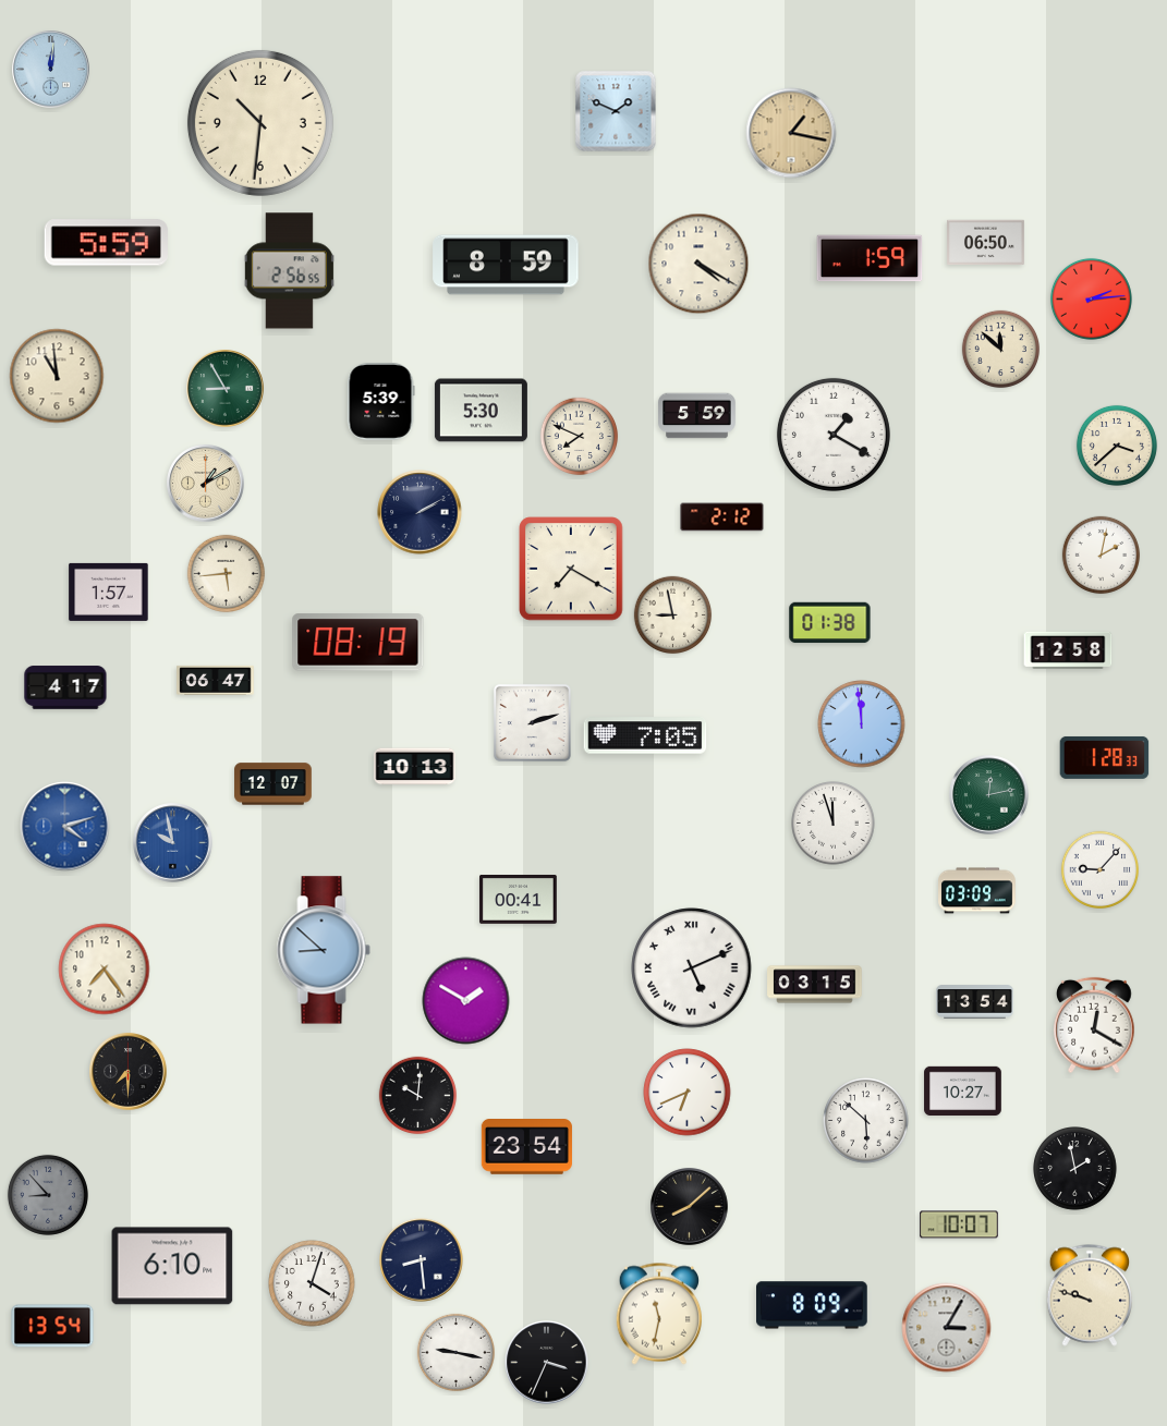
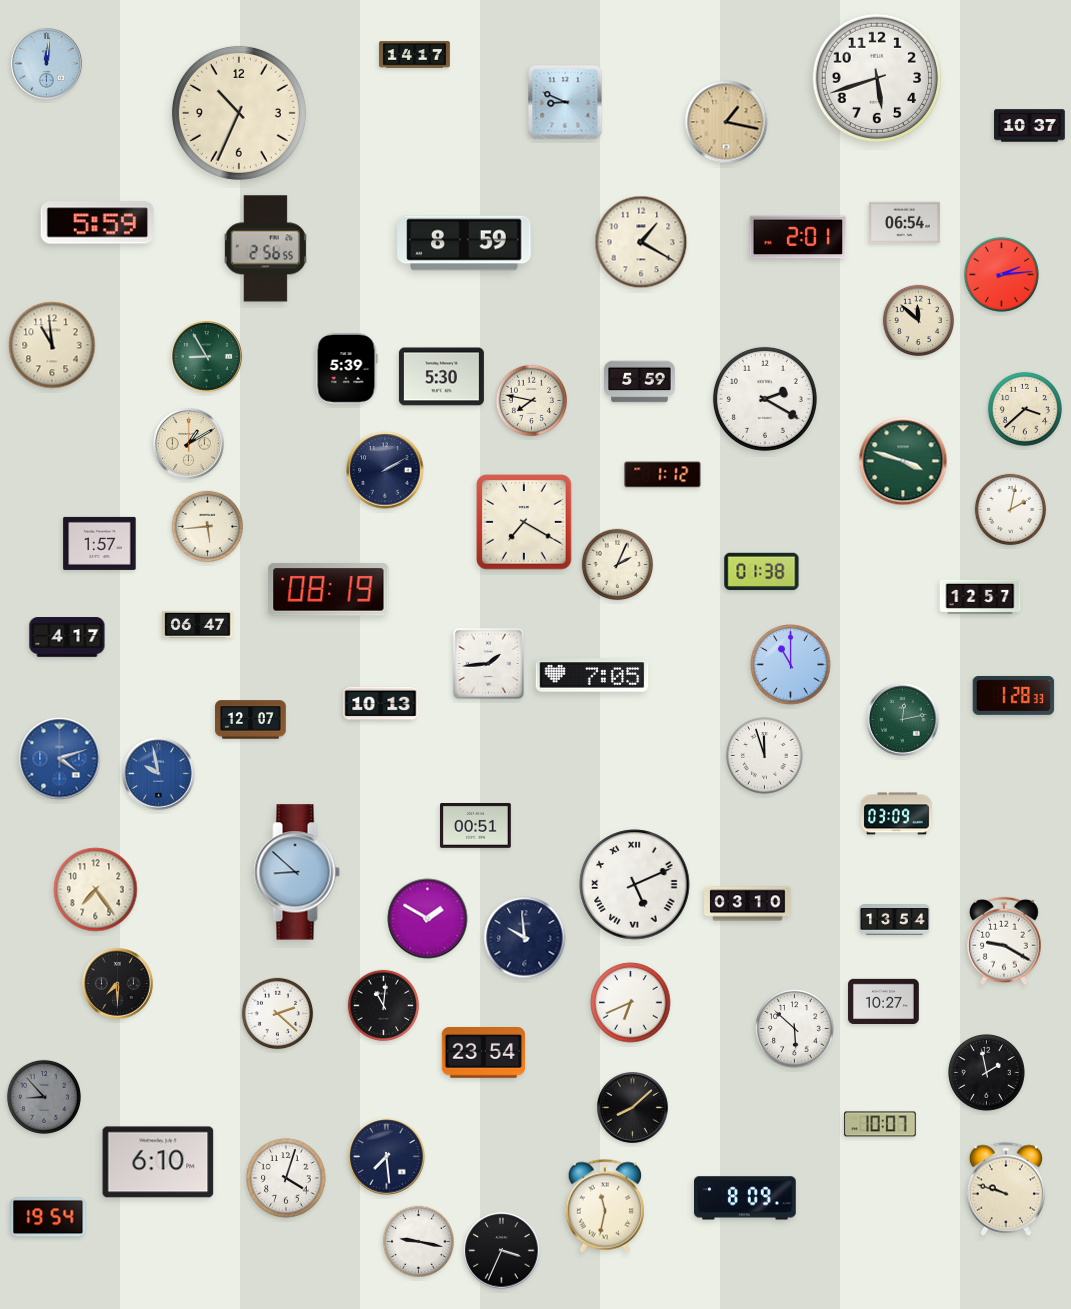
clock at (415, 55): none -> 14:17
clock at (876, 77): none -> 5:42
clock at (616, 111): 1:49 -> 8:49
clock at (260, 123): 10:31 -> 10:34
clock at (1030, 126): none -> 10:37
clock at (986, 243): 06:50 -> 06:54
clock at (870, 258): 1:59 -> 2:01
clock at (698, 264): 4:20 -> 1:20
clock at (380, 402) position: (380, 402) -> (346, 369)
clock at (834, 435): 1:20 -> 2:20
clock at (580, 437): 7:49 -> 7:47
clock at (903, 461): none -> 3:48
clock at (722, 517): 2:12 -> 1:12
clock at (673, 616): 8:58 -> 2:04
clock at (1068, 650): 12:58 -> 12:57
clock at (65, 687) position: (65, 687) -> (67, 637)
clock at (532, 722): 2:12 -> 1:44
clock at (862, 724): 11:59 -> 11:00
clock at (989, 795) position: (989, 795) -> (903, 720)
clock at (1101, 870): 9:07 -> none
clock at (977, 891) position: (977, 891) -> (897, 814)
clock at (519, 900): 00:41 -> 00:51
clock at (692, 968) position: (692, 968) -> (635, 885)
clock at (815, 985): 03:15 -> 03:10
clock at (525, 938): none -> 9:59
clock at (1094, 1025): 12:20 -> 9:20
clock at (418, 1096): 10:01 -> 11:01
clock at (278, 1014): none -> 2:22
clock at (422, 1260): 8:29 -> 7:29
clock at (1089, 1295) position: (1089, 1295) -> (1005, 1189)
clock at (52, 1326): 13:54 -> 19:54
clock at (947, 1328): 3:05 -> none
